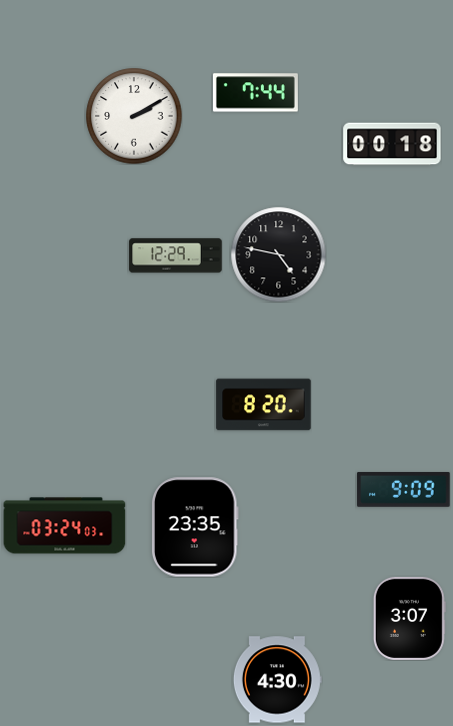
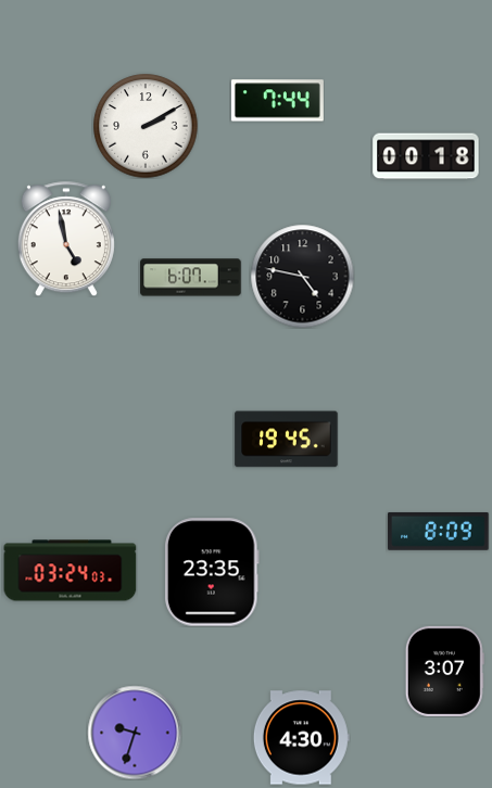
clock at (66, 239): none -> 4:58
clock at (176, 256): 12:29 -> 6:07
clock at (264, 405): 8:20 -> 19:45
clock at (404, 489): 9:09 -> 8:09
clock at (135, 733): none -> 9:33
